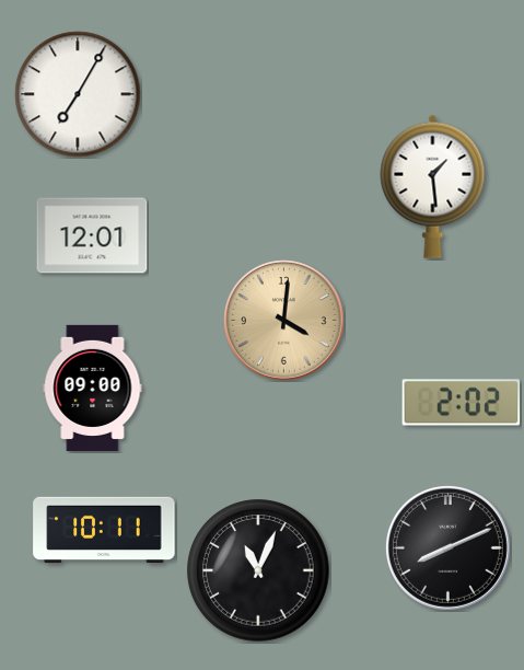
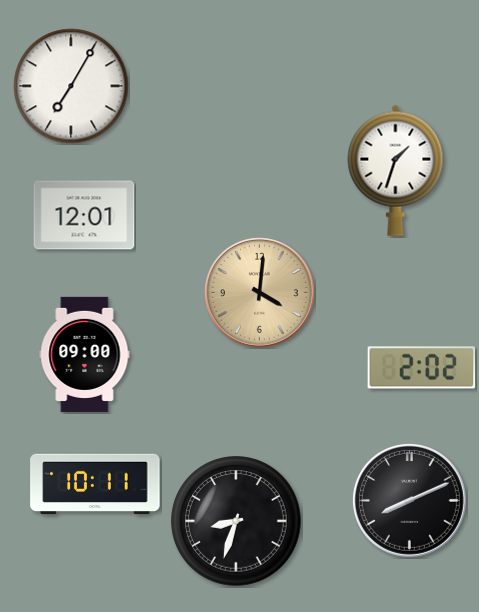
clock at (433, 186): 1:29 -> 1:33
clock at (258, 570): 11:04 -> 8:33
